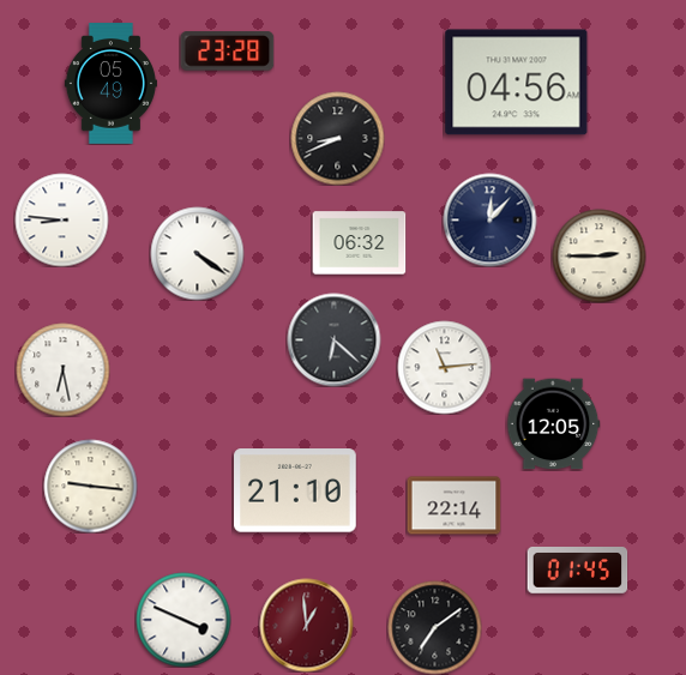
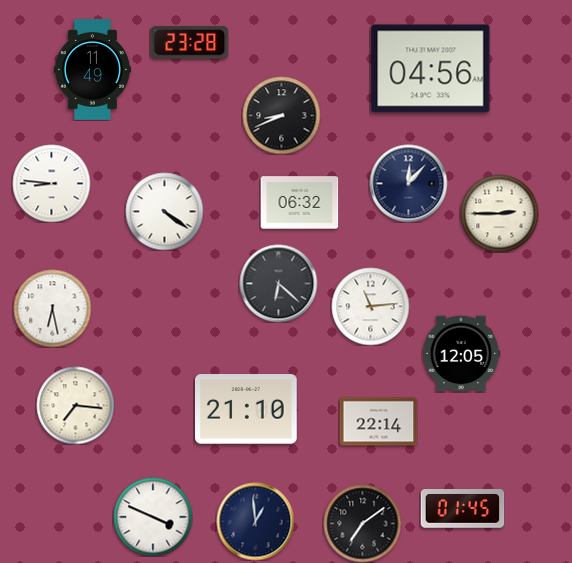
clock at (110, 84): 05:49 -> 11:49
clock at (90, 486): 9:16 -> 7:16
clock at (577, 571) position: (577, 571) -> (462, 509)
clock at (306, 625) dial: burgundy -> navy
